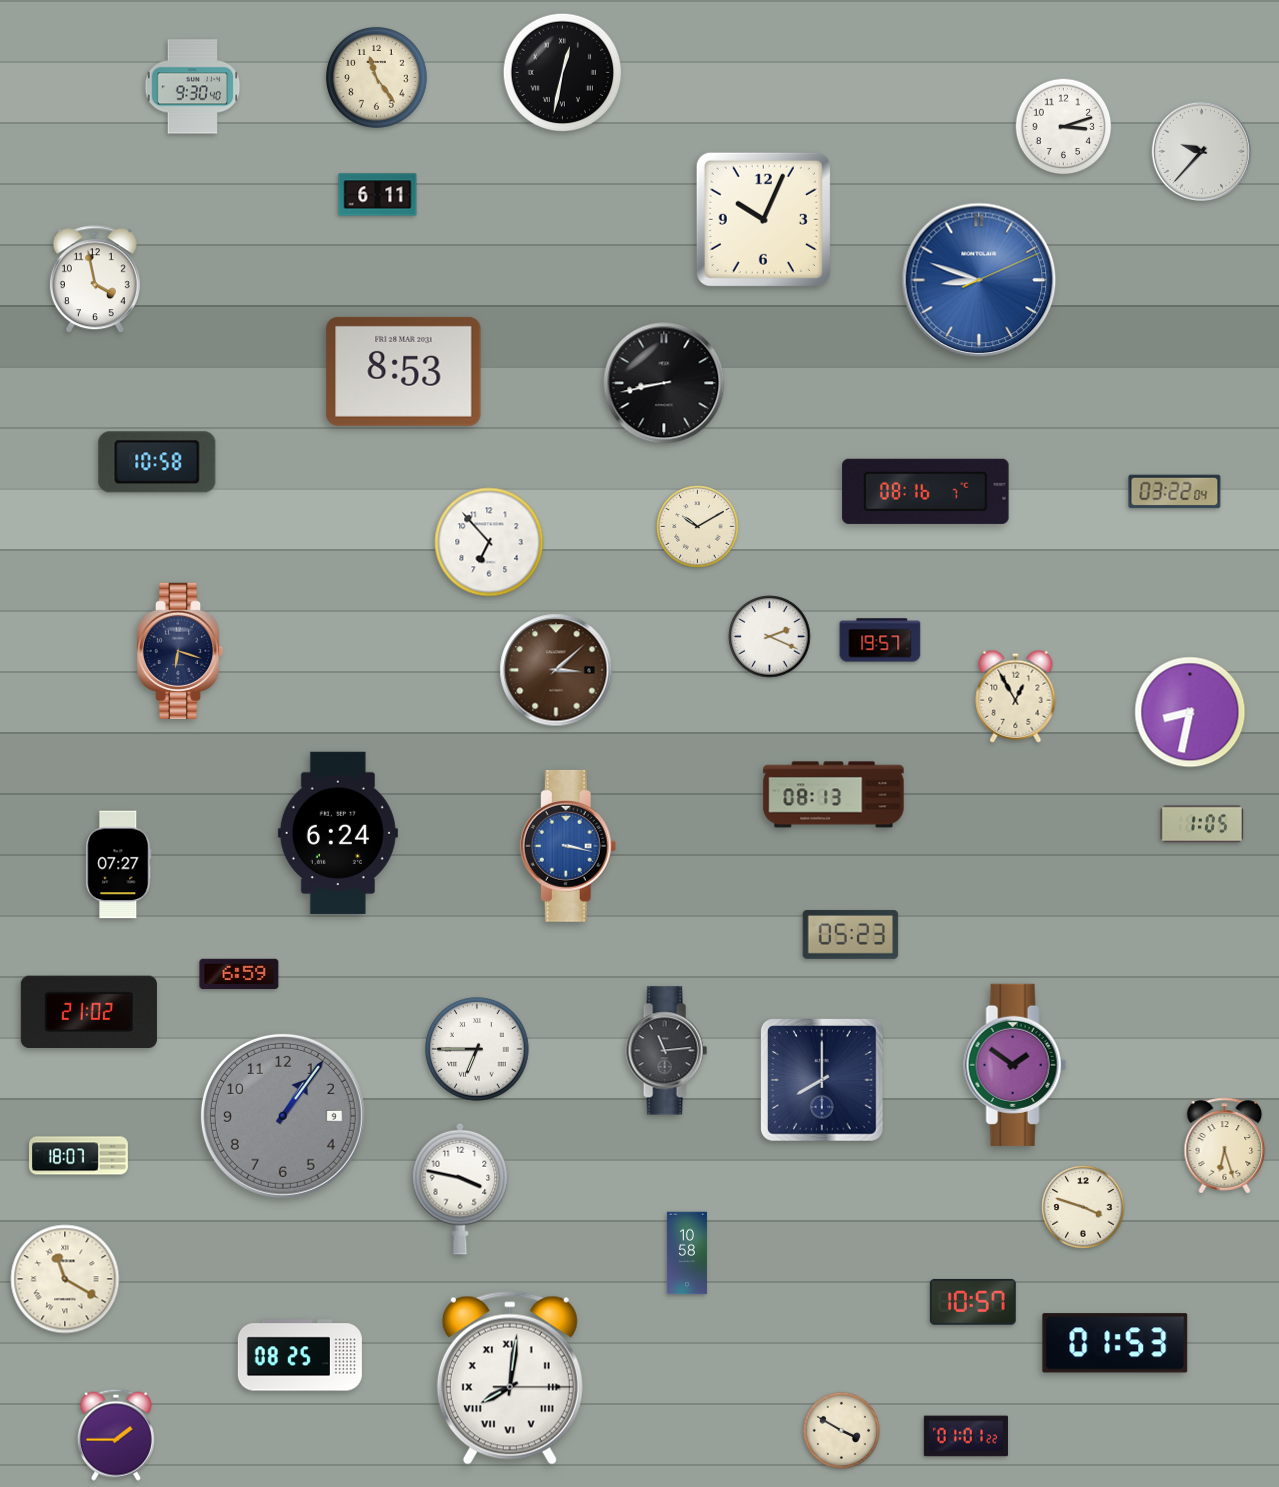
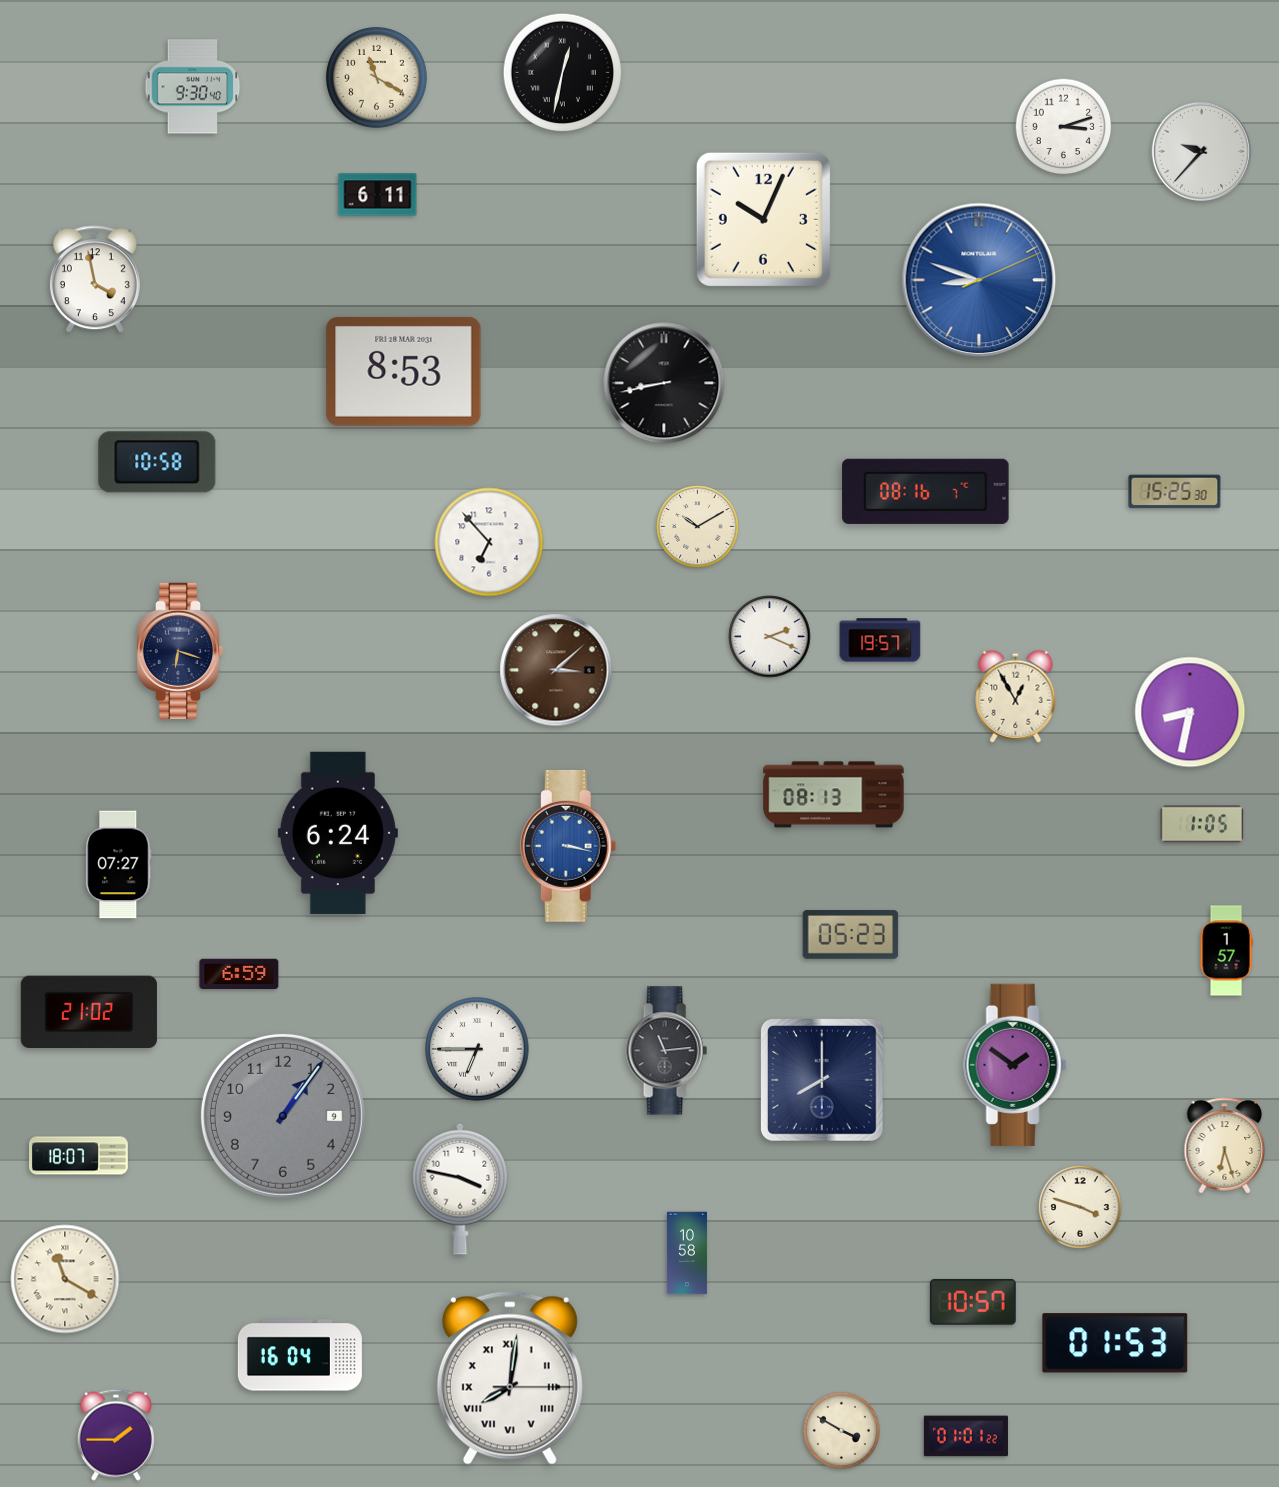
clock at (376, 77): 11:24 -> 11:20
clock at (1175, 492): 03:22 -> 15:25
clock at (1226, 951): none -> 1:57
clock at (1083, 1207) position: (1083, 1207) -> (1080, 1207)
clock at (300, 1355): 08:25 -> 16:04
